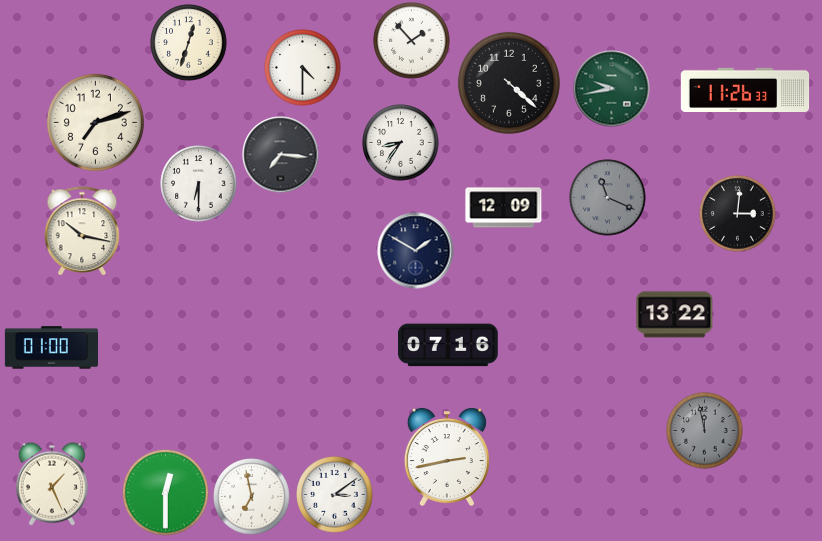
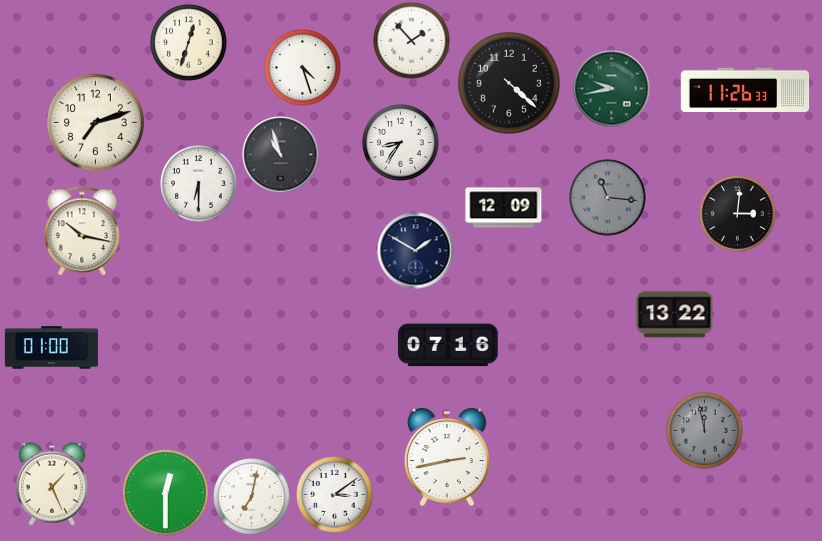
clock at (303, 68): 4:30 -> 4:27
clock at (281, 155): 7:16 -> 10:57
clock at (608, 198): 11:19 -> 11:16
clock at (252, 497): 6:58 -> 7:02
